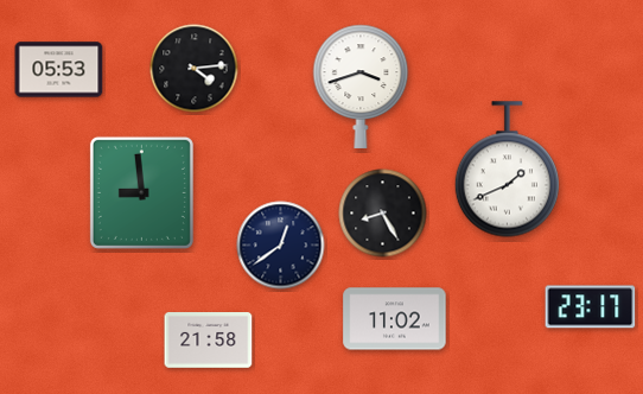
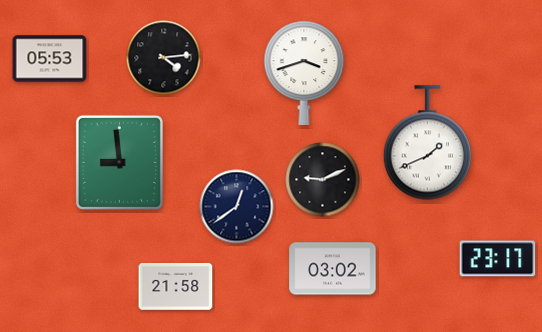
clock at (383, 214): 8:25 -> 9:11
clock at (395, 319): 11:02 -> 03:02
